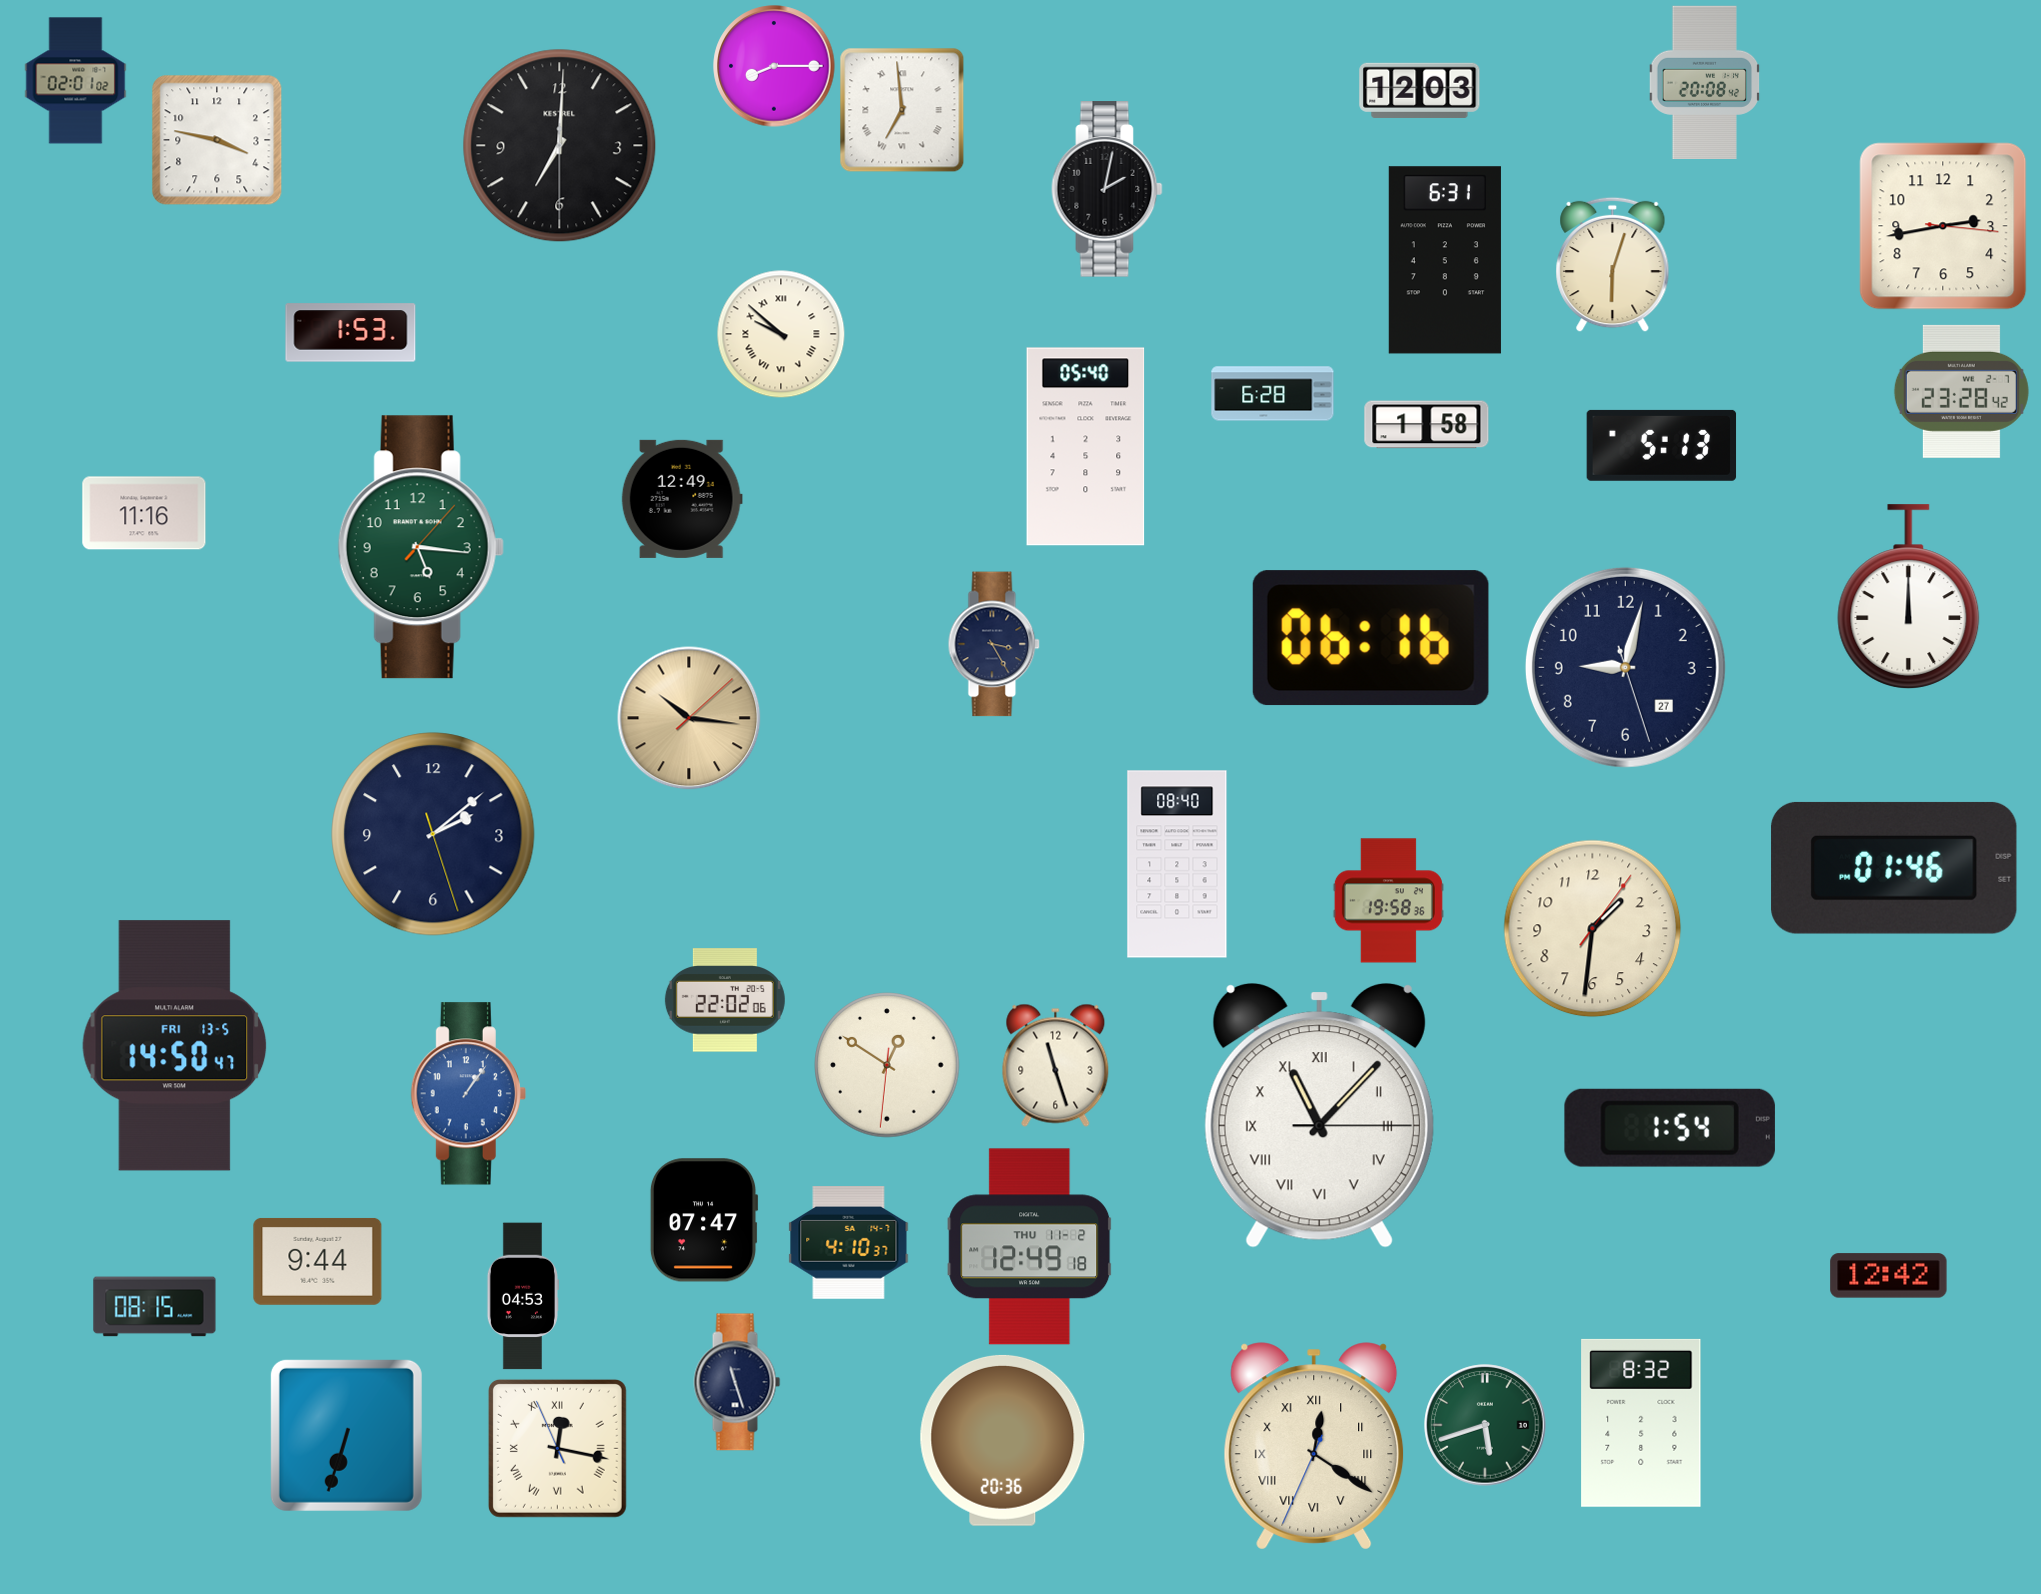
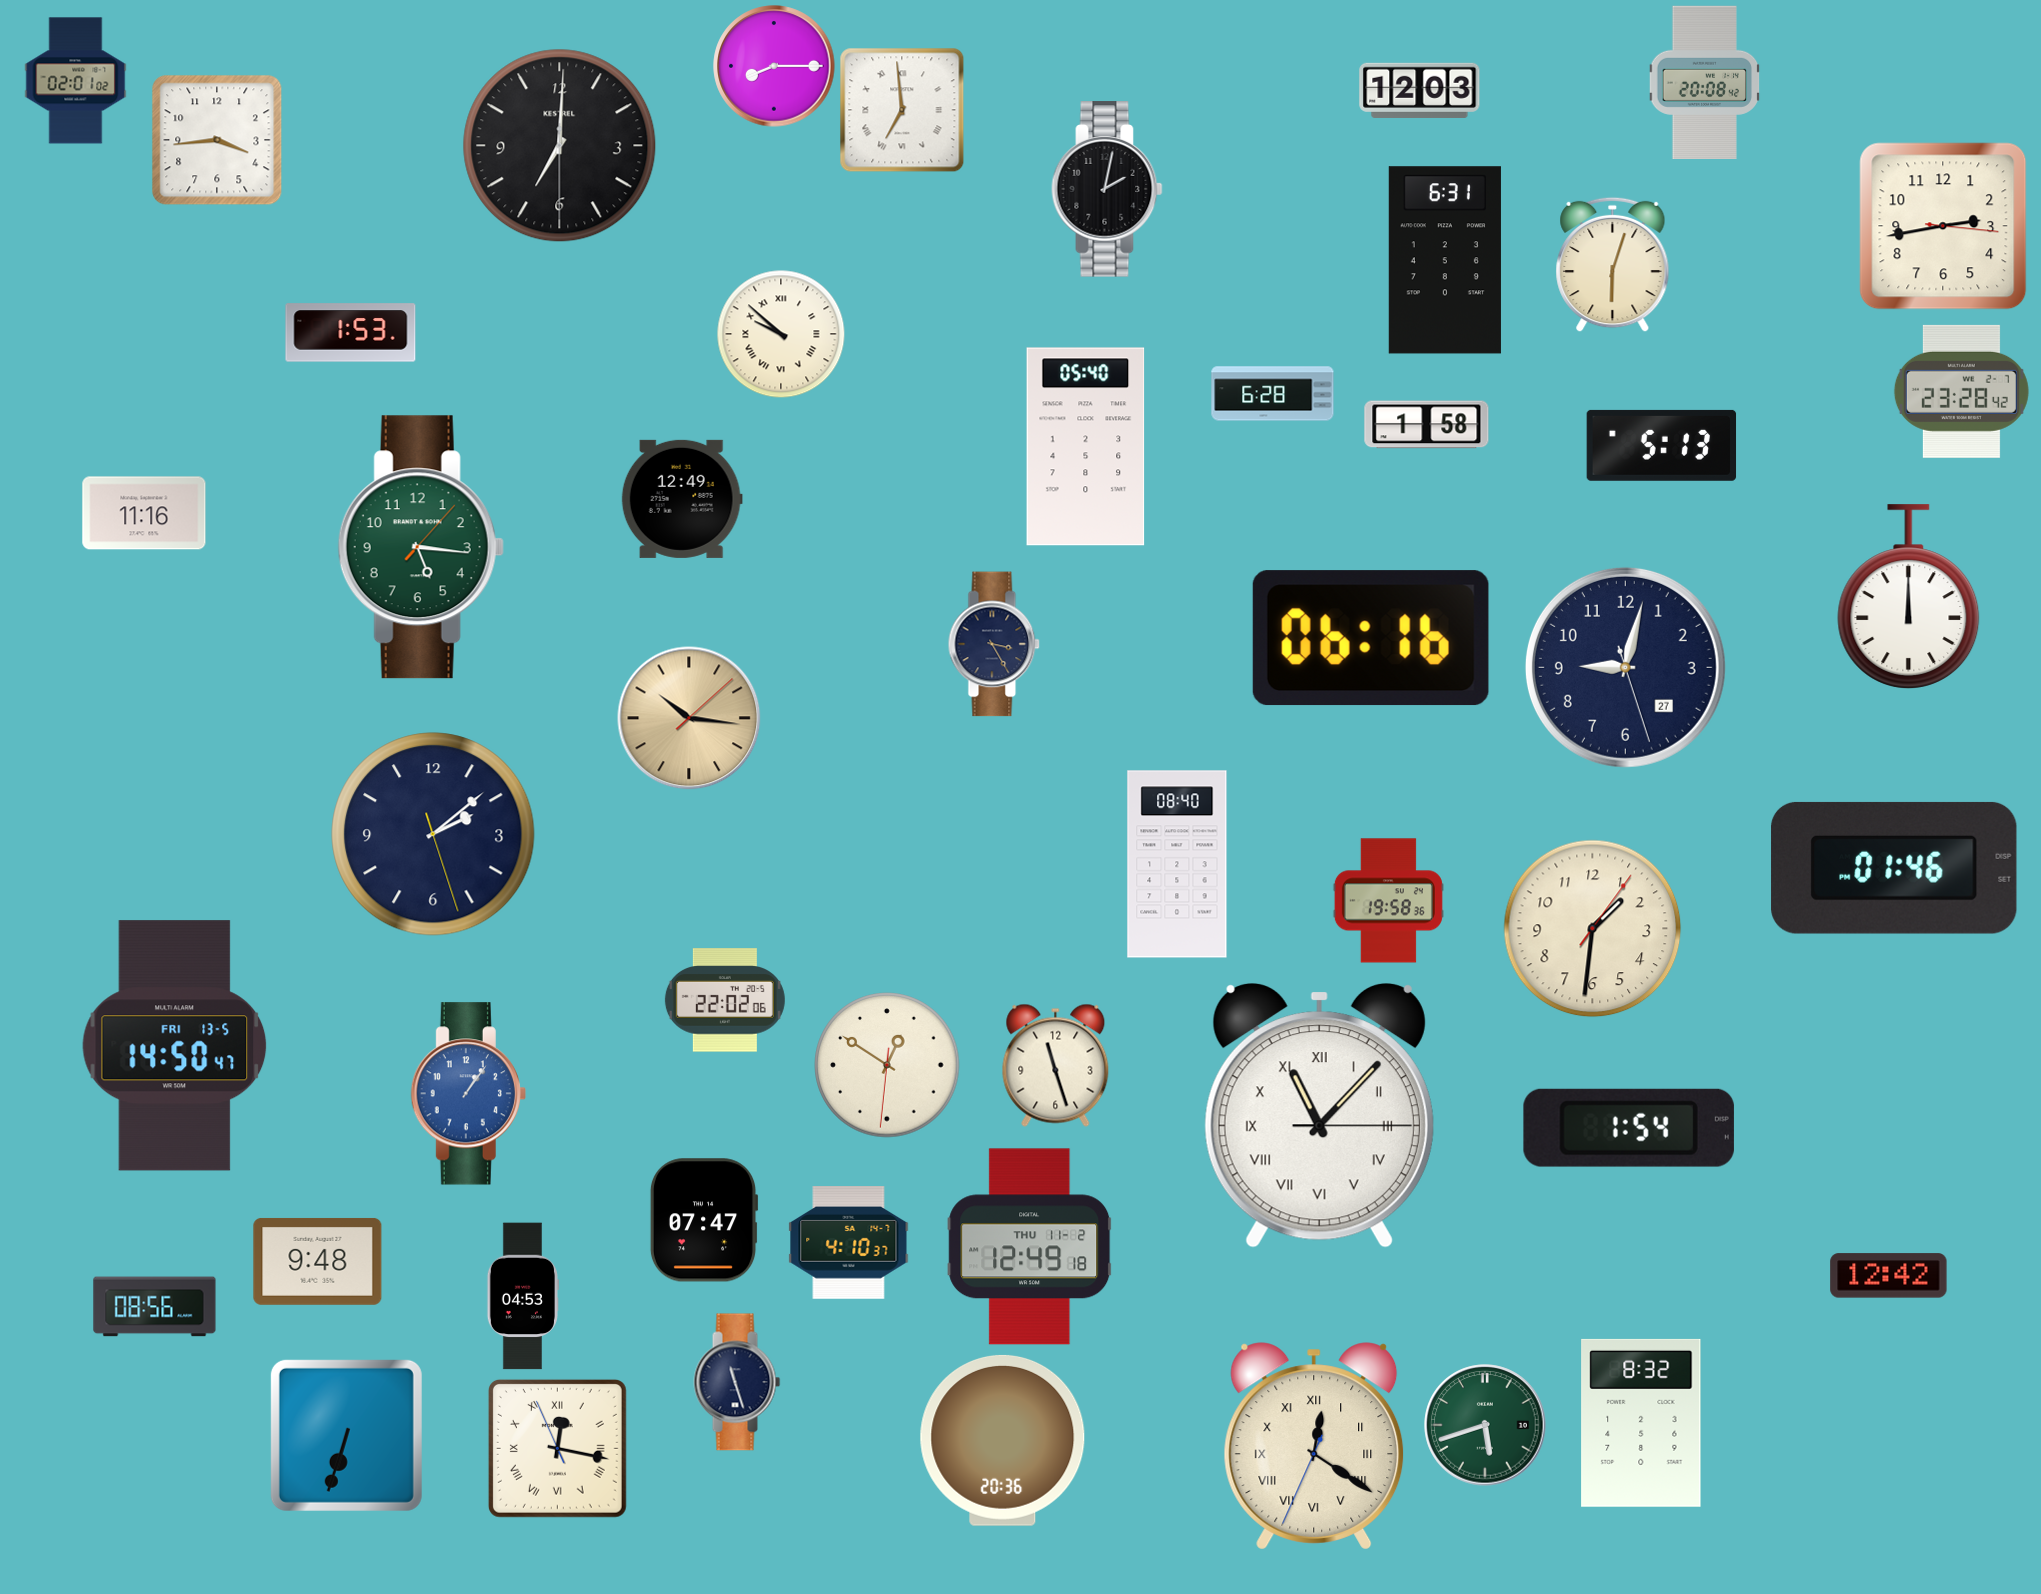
clock at (217, 140): 3:47 -> 3:44
clock at (1670, 1128) position: (1670, 1128) -> (1629, 1128)
clock at (318, 1261): 9:44 -> 9:48
clock at (155, 1307): 08:15 -> 08:56
